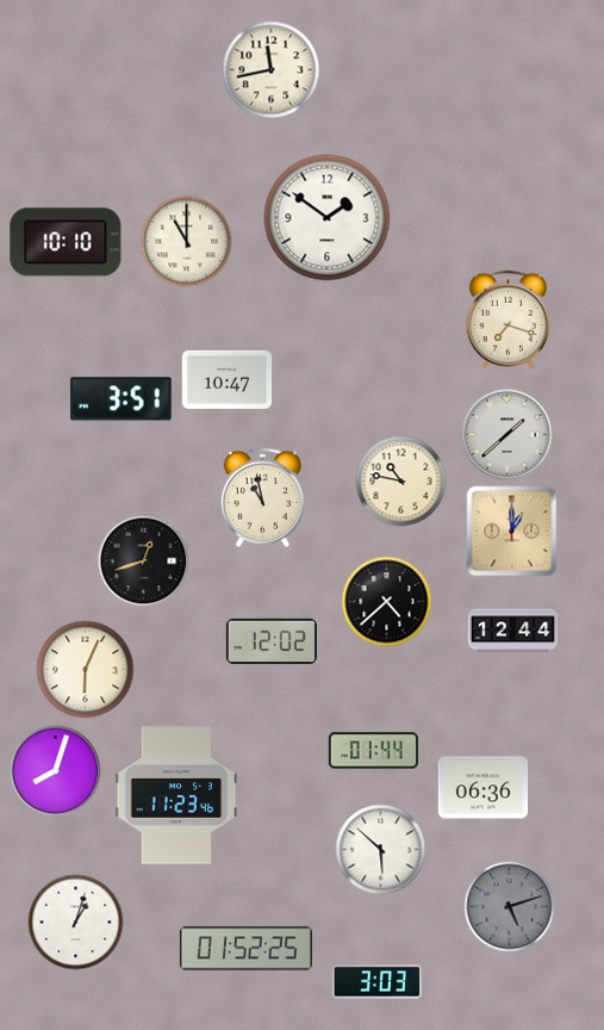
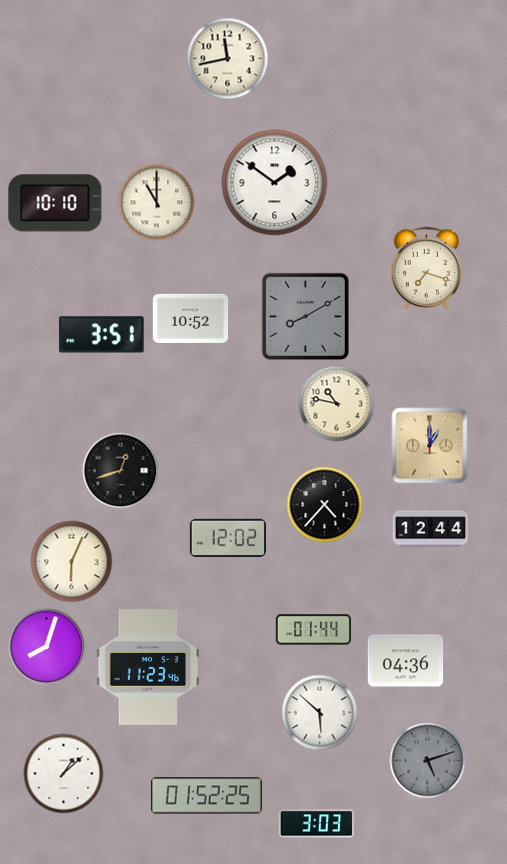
clock at (306, 317): none -> 8:10
clock at (228, 379): 10:47 -> 10:52
clock at (508, 435): 1:38 -> none
clock at (263, 497): 10:58 -> none
clock at (387, 602): 4:38 -> 4:37
clock at (484, 788): 06:36 -> 04:36
clock at (76, 923): 1:03 -> 1:08
